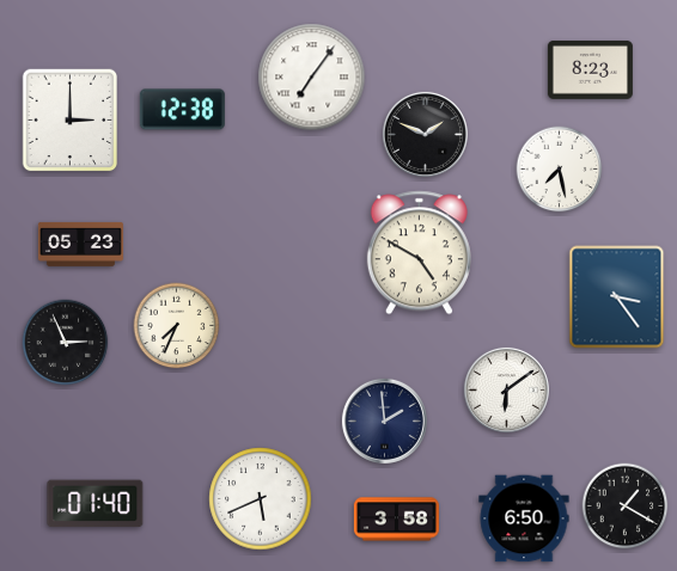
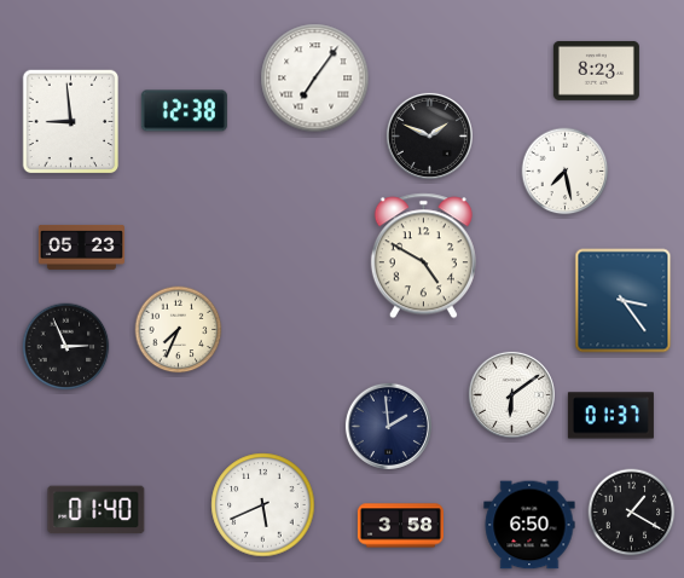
clock at (71, 121): 3:00 -> 8:59
clock at (610, 416): none -> 01:37
